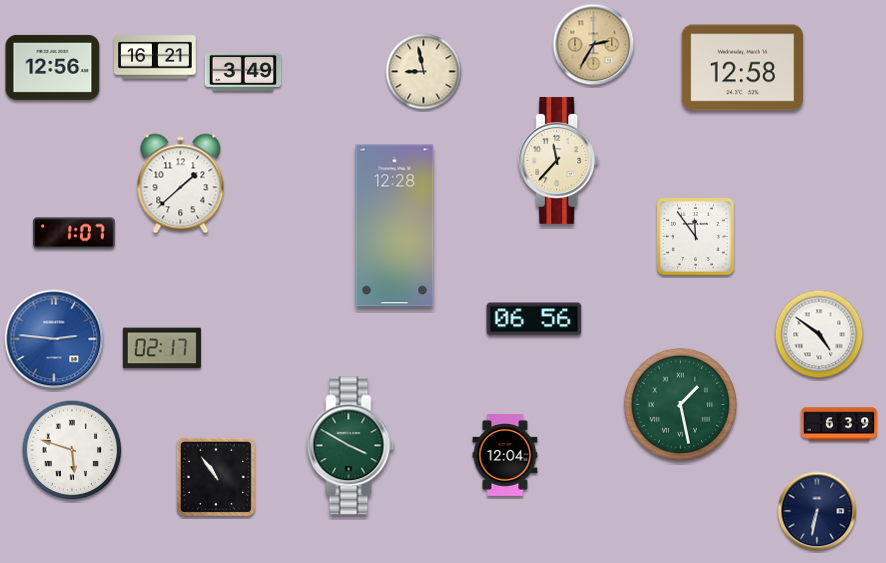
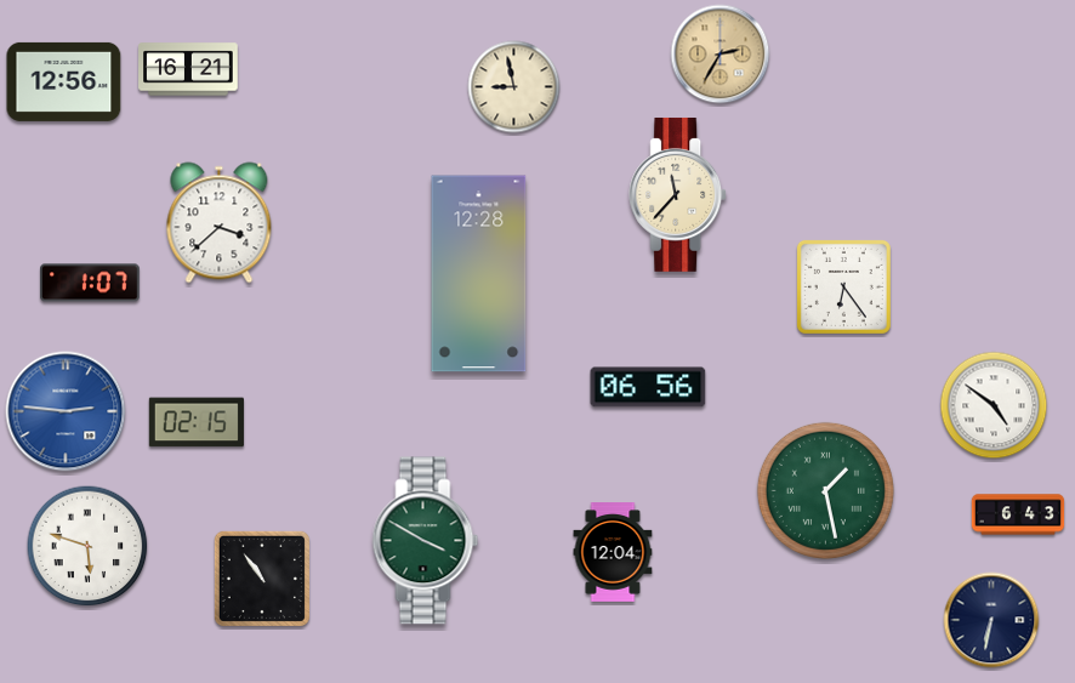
clock at (742, 68): 12:58 -> none
clock at (243, 72): 3:49 -> none
clock at (181, 184): 1:38 -> 3:38
clock at (695, 236): 11:54 -> 6:24
clock at (162, 348): 02:17 -> 02:15
clock at (839, 424): 6:39 -> 6:43
